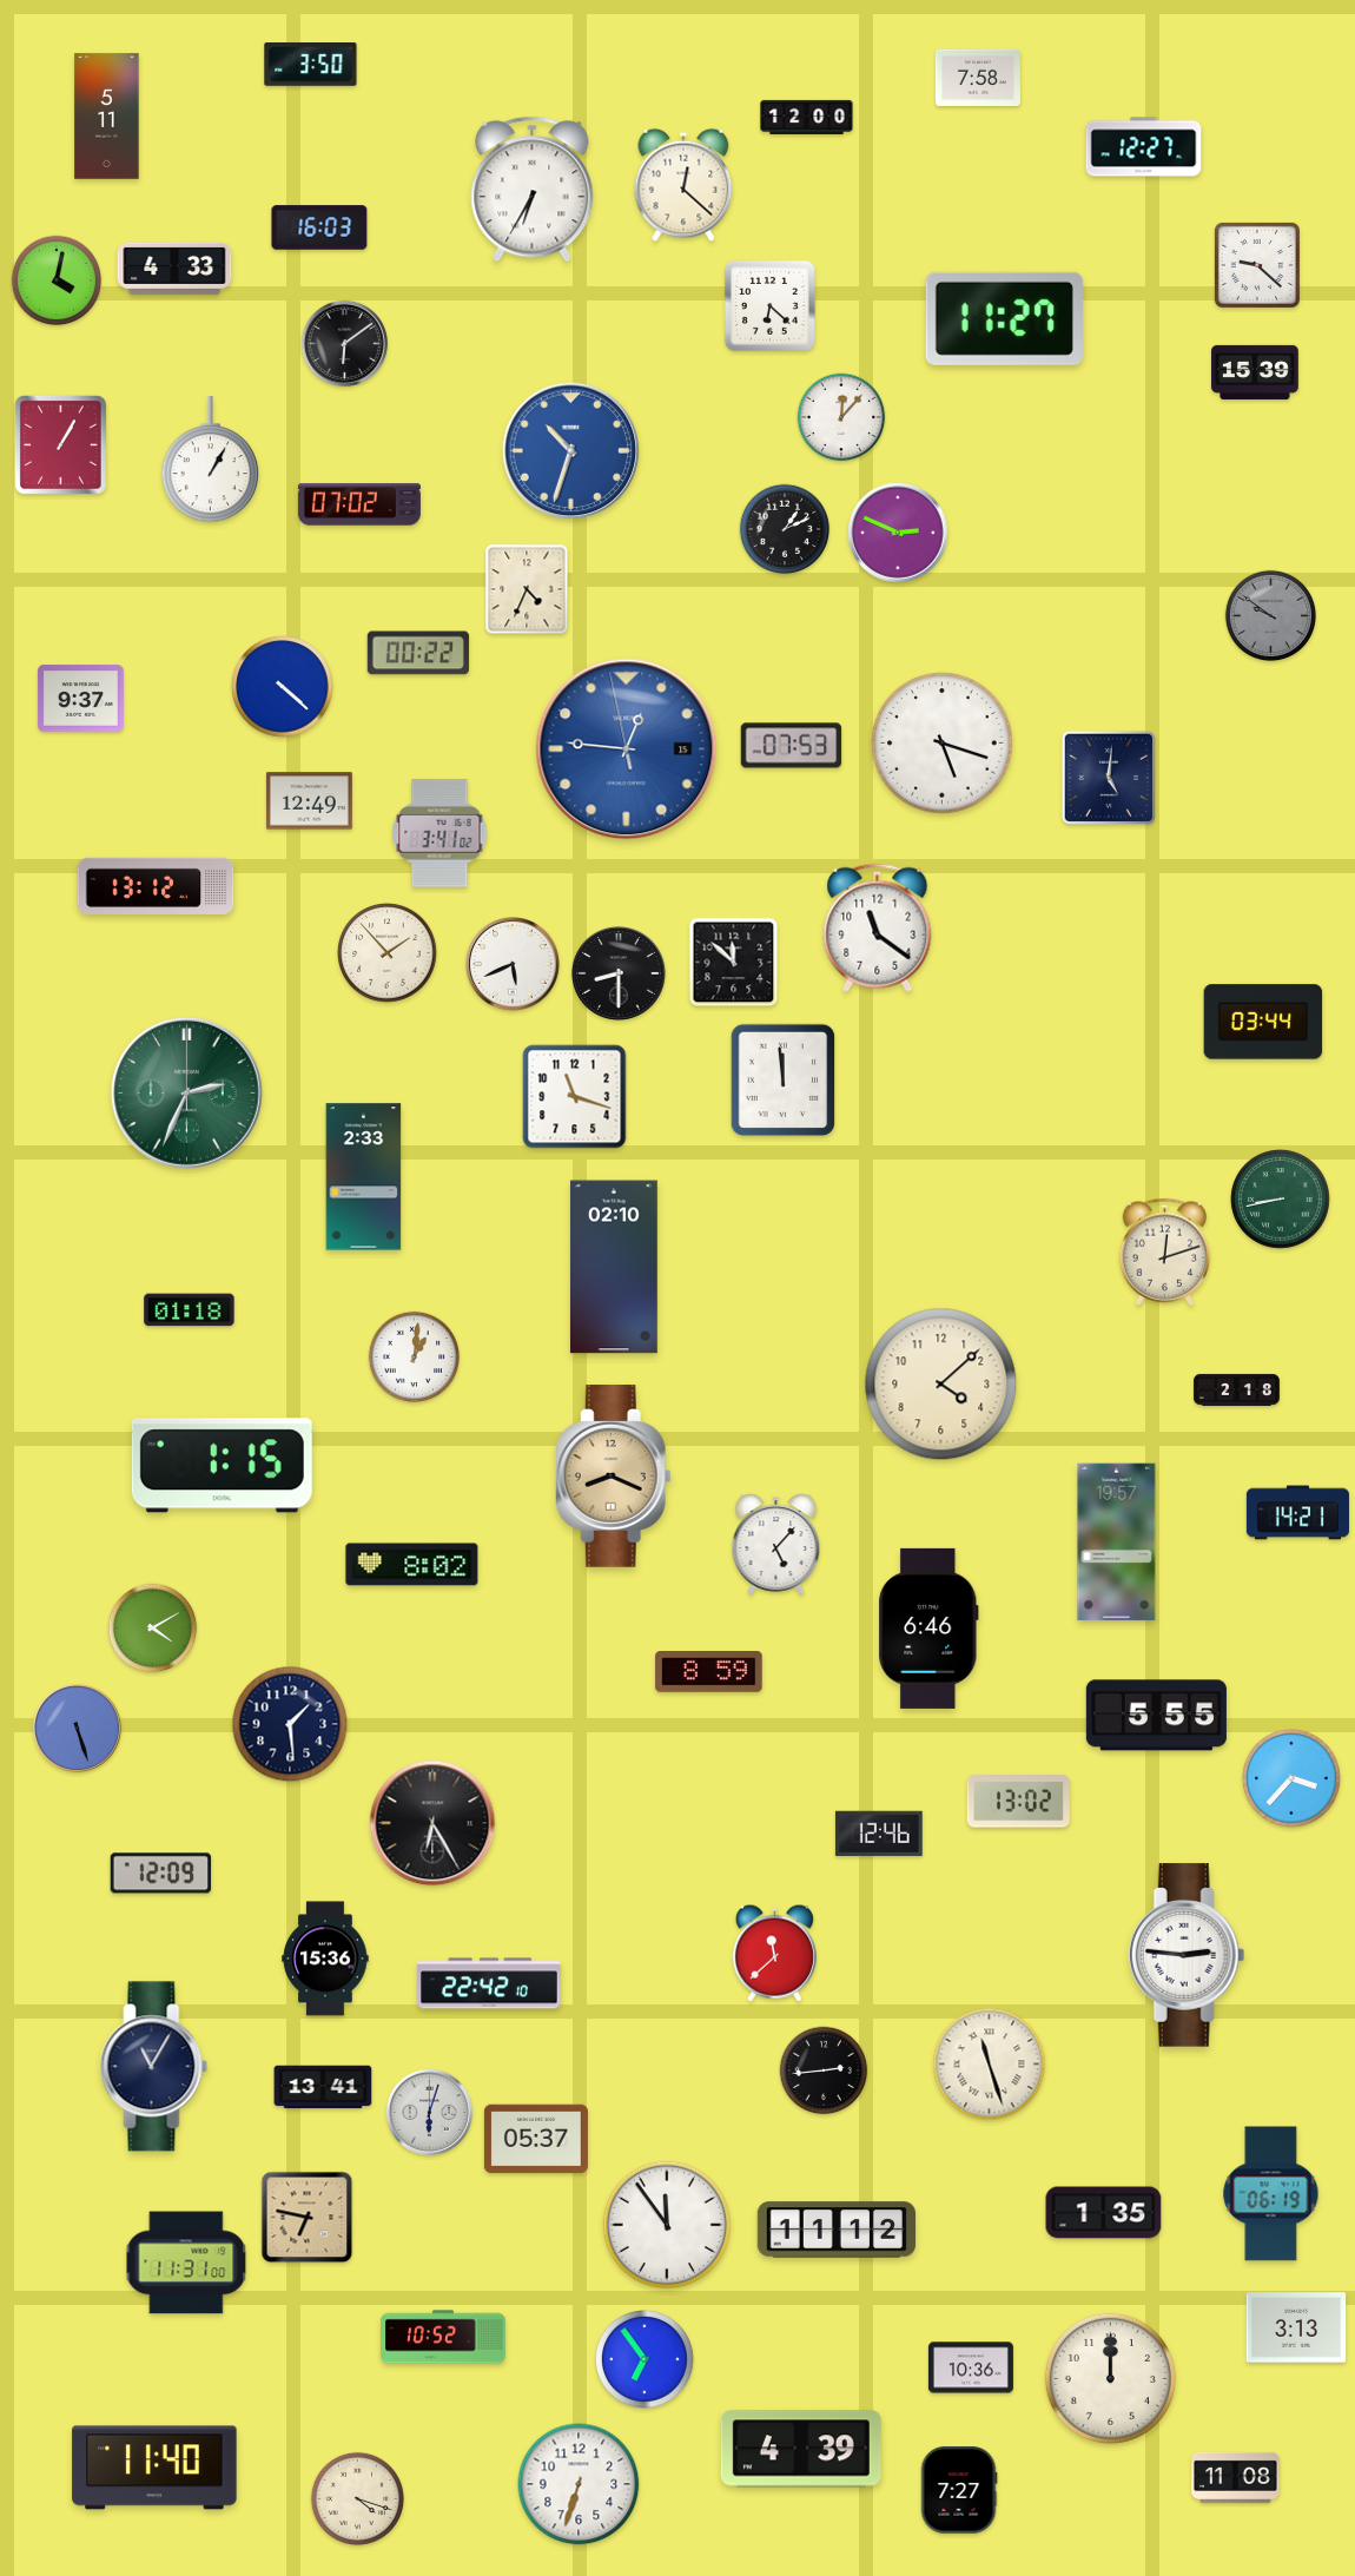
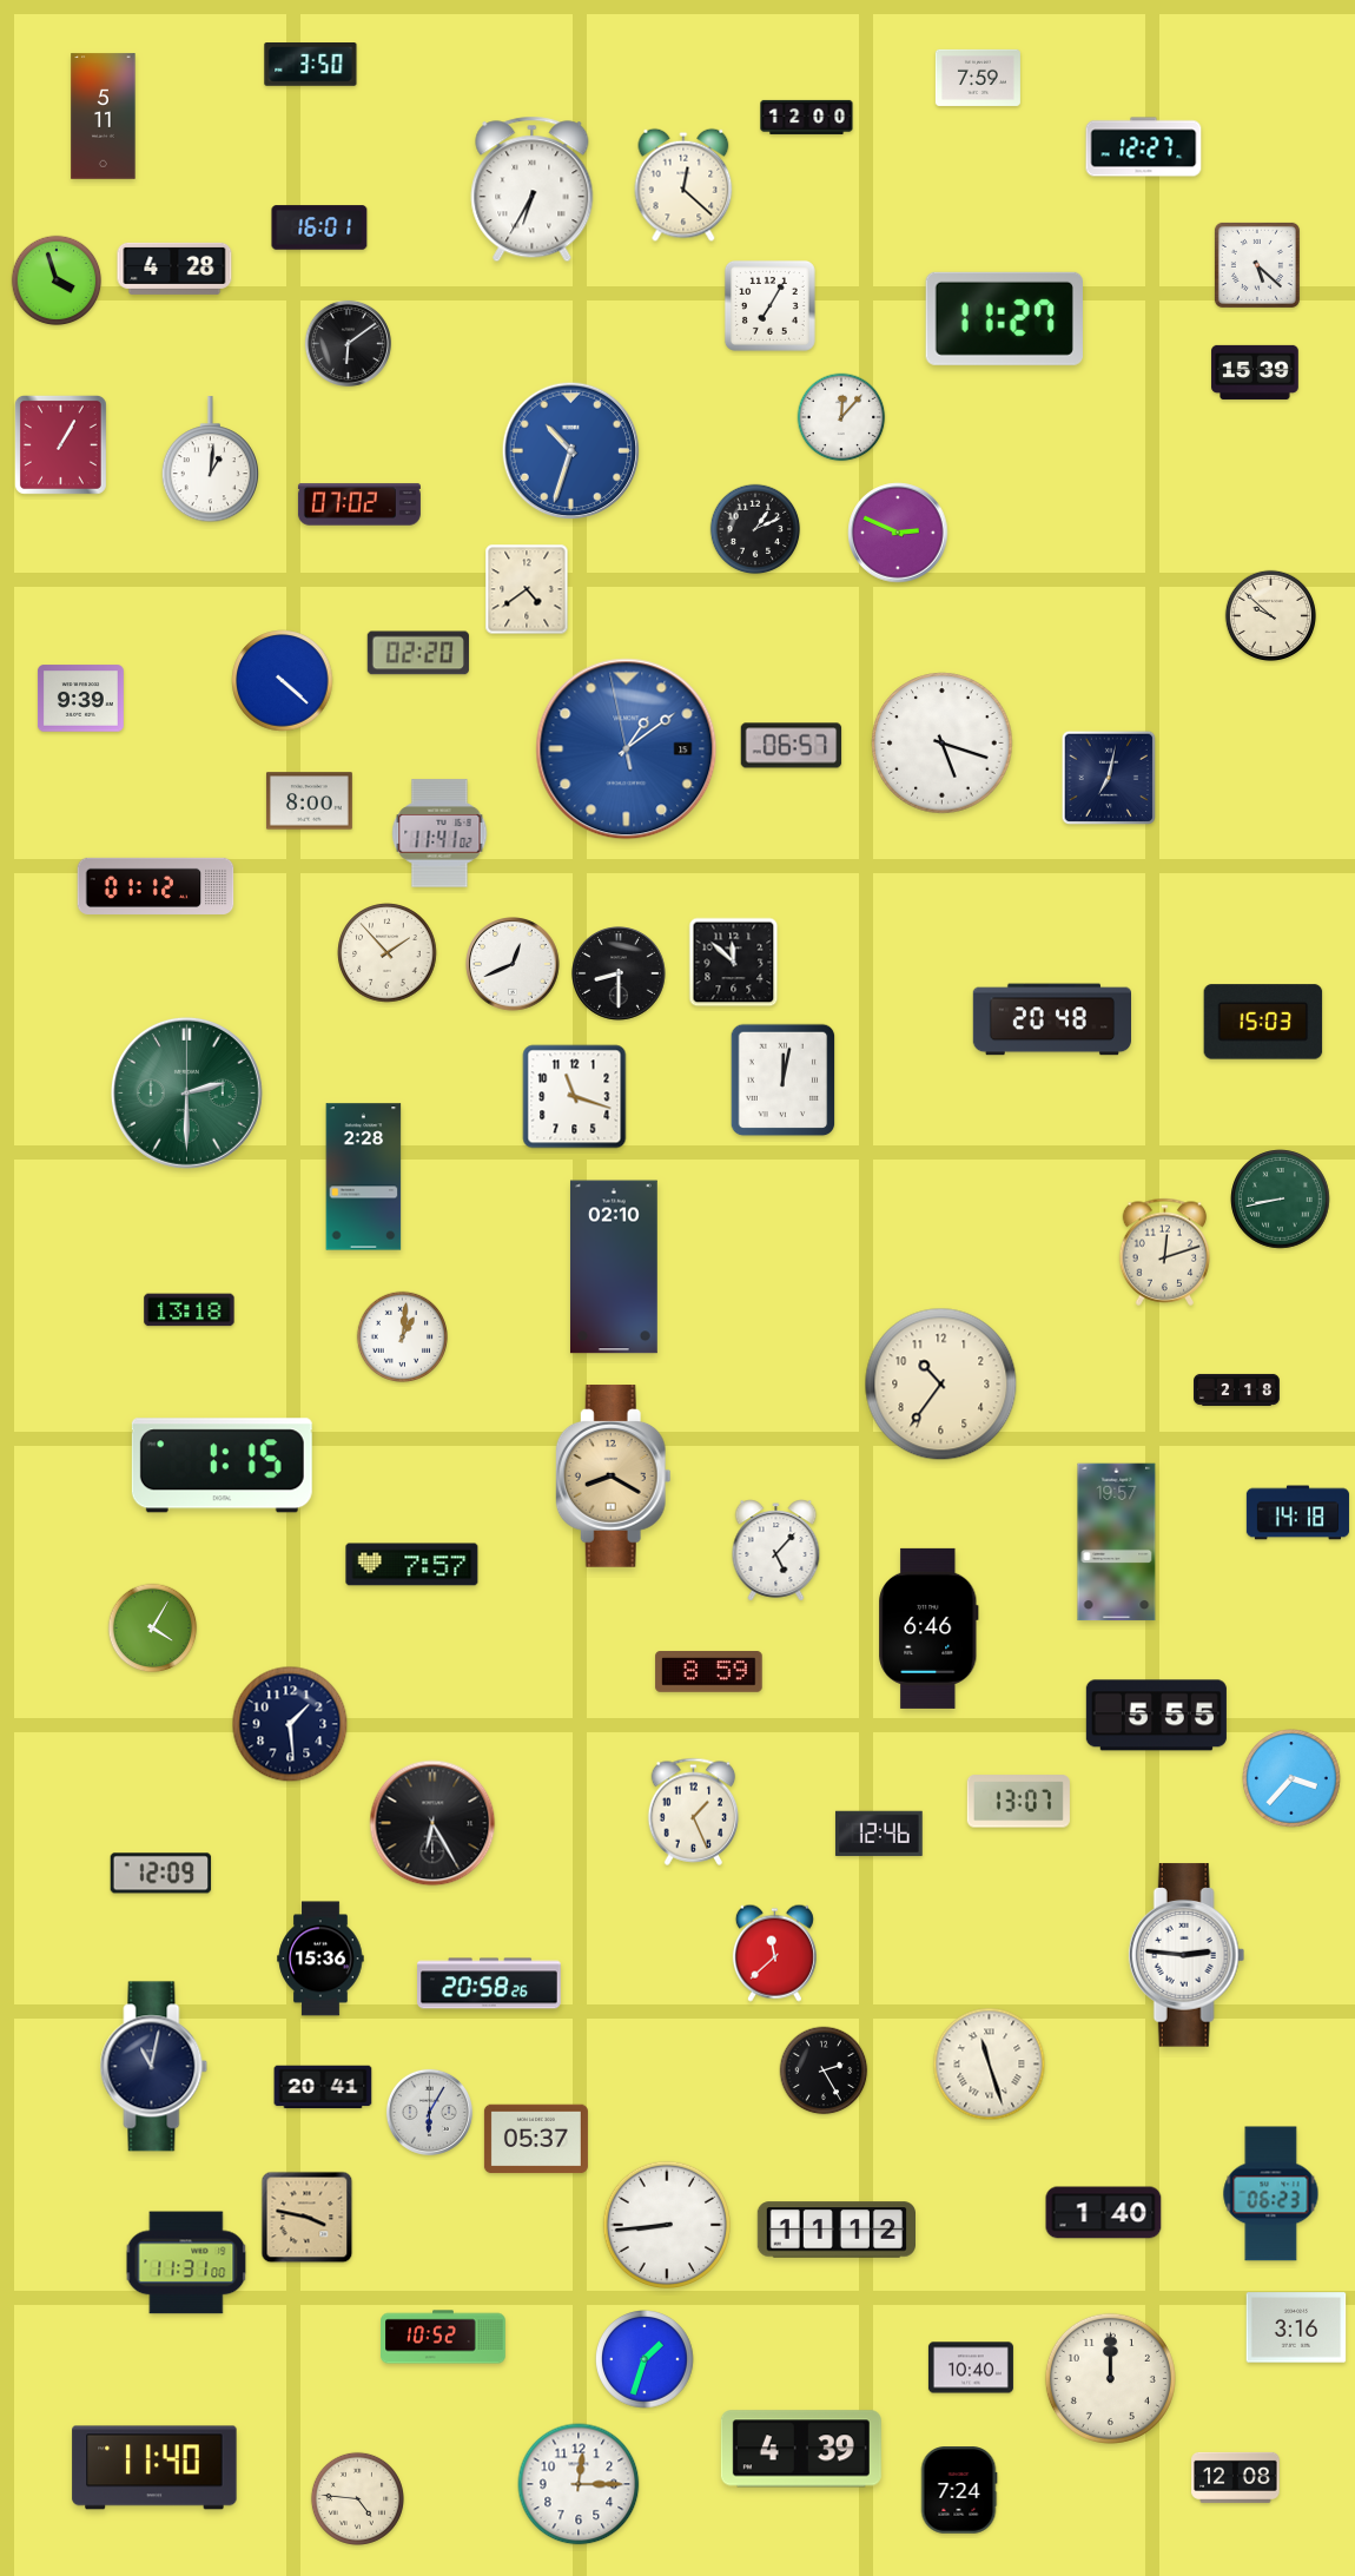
clock at (978, 78): 7:58 -> 7:59
clock at (107, 117) position: (107, 117) -> (104, 117)
clock at (319, 227): 16:03 -> 16:01
clock at (1257, 265): 9:22 -> 5:22
clock at (174, 269): 4:33 -> 4:28
clock at (57, 280): 4:02 -> 3:57
clock at (769, 305): 6:22 -> 7:05
clock at (344, 343) position: (344, 343) -> (348, 343)
clock at (210, 460): 1:05 -> 1:01
clock at (785, 529) position: (785, 529) -> (755, 529)
clock at (527, 589): 4:34 -> 4:39
clock at (1270, 615): 9:51 -> 9:52
clock at (1270, 615) dial: grey -> cream
clock at (418, 653): 00:22 -> 02:20
clock at (283, 687) position: (283, 687) -> (283, 681)
clock at (80, 699): 9:37 -> 9:39
clock at (792, 746): 07:53 -> 06:57
clock at (627, 749): 12:45 -> 1:08
clock at (1108, 777): 5:01 -> 7:02
clock at (309, 801): 12:49 -> 8:00
clock at (439, 833): 3:41 -> 11:41
clock at (156, 886): 13:12 -> 01:12
clock at (878, 927): 11:21 -> none
clock at (514, 965): 5:41 -> 12:41
clock at (1051, 1019): none -> 20:48
clock at (1263, 1022): 03:44 -> 15:03
clock at (784, 1081): 11:59 -> 12:02
clock at (186, 1092): 2:34 -> 2:30
clock at (364, 1177): 2:33 -> 2:28
clock at (190, 1310): 01:18 -> 13:18
clock at (414, 1356) position: (414, 1356) -> (402, 1336)
clock at (941, 1385): 4:08 -> 10:36
clock at (613, 1477): 8:19 -> 8:20
clock at (1297, 1513): 14:21 -> 14:18
clock at (776, 1545) position: (776, 1545) -> (776, 1551)
clock at (412, 1565): 8:02 -> 7:57
clock at (153, 1629): 4:10 -> 4:05
clock at (77, 1728): 5:27 -> none
clock at (1018, 1802): 13:02 -> 13:07
clock at (694, 1811): none -> 1:26
clock at (325, 1959) position: (325, 1959) -> (320, 1959)
clock at (489, 1983): 22:42 -> 20:58
clock at (154, 2067): 11:05 -> 11:02
clock at (824, 2070): 2:44 -> 2:25
clock at (323, 2087): 13:41 -> 20:41
clock at (429, 2112): 6:03 -> 6:05
clock at (1271, 2194): 06:19 -> 06:23
clock at (1104, 2213): 1:35 -> 1:40
clock at (308, 2218): 6:47 -> 3:47
clock at (666, 2224): 11:54 -> 8:44
clock at (1296, 2327): 3:13 -> 3:16
clock at (646, 2360): 6:54 -> 1:33
clock at (971, 2367): 10:36 -> 10:40
clock at (1236, 2477): 11:08 -> 12:08
clock at (579, 2484): 6:33 -> 12:15
clock at (959, 2490): 7:27 -> 7:24
clock at (357, 2498): 4:18 -> 4:46
